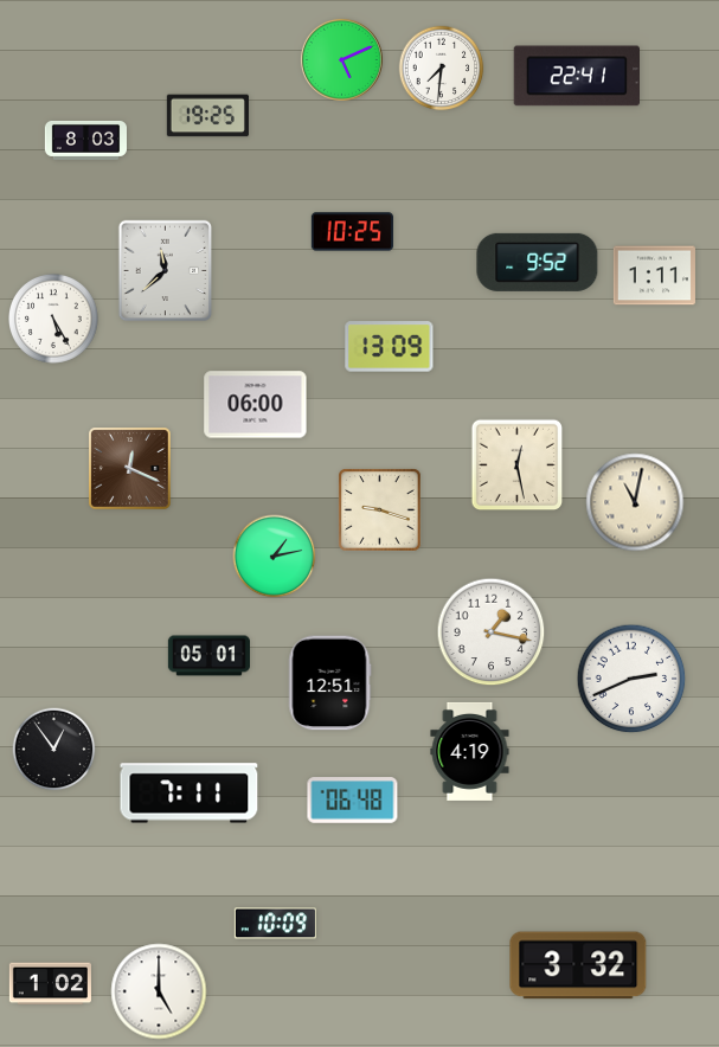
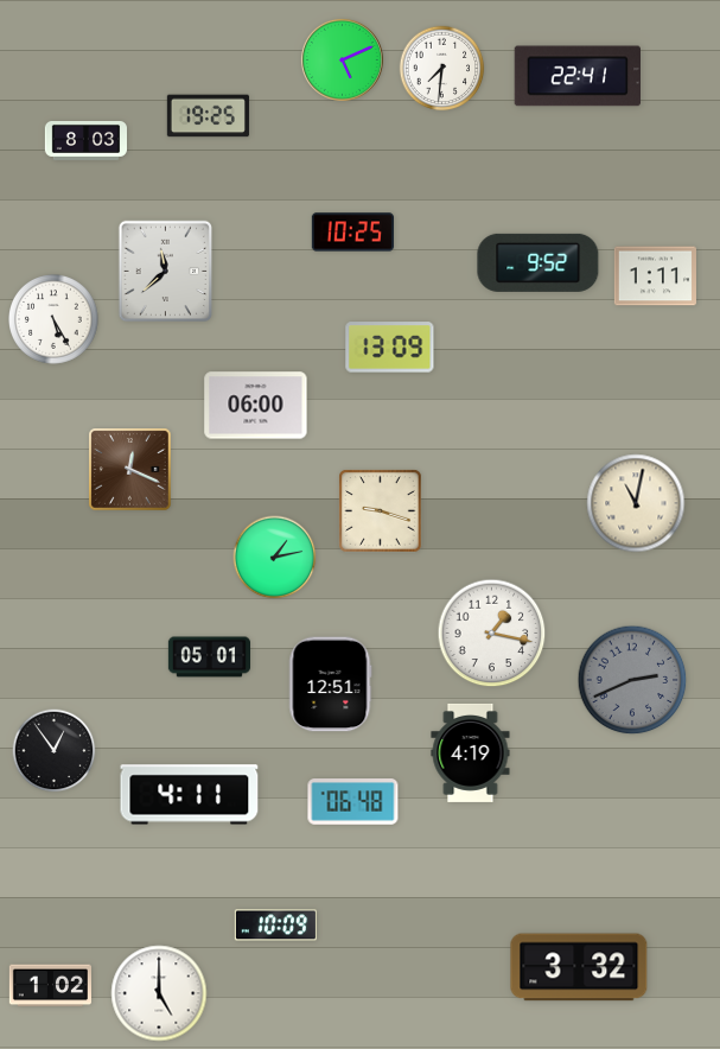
clock at (518, 465): 12:28 -> none
clock at (631, 679) dial: white -> grey
clock at (190, 794): 7:11 -> 4:11
